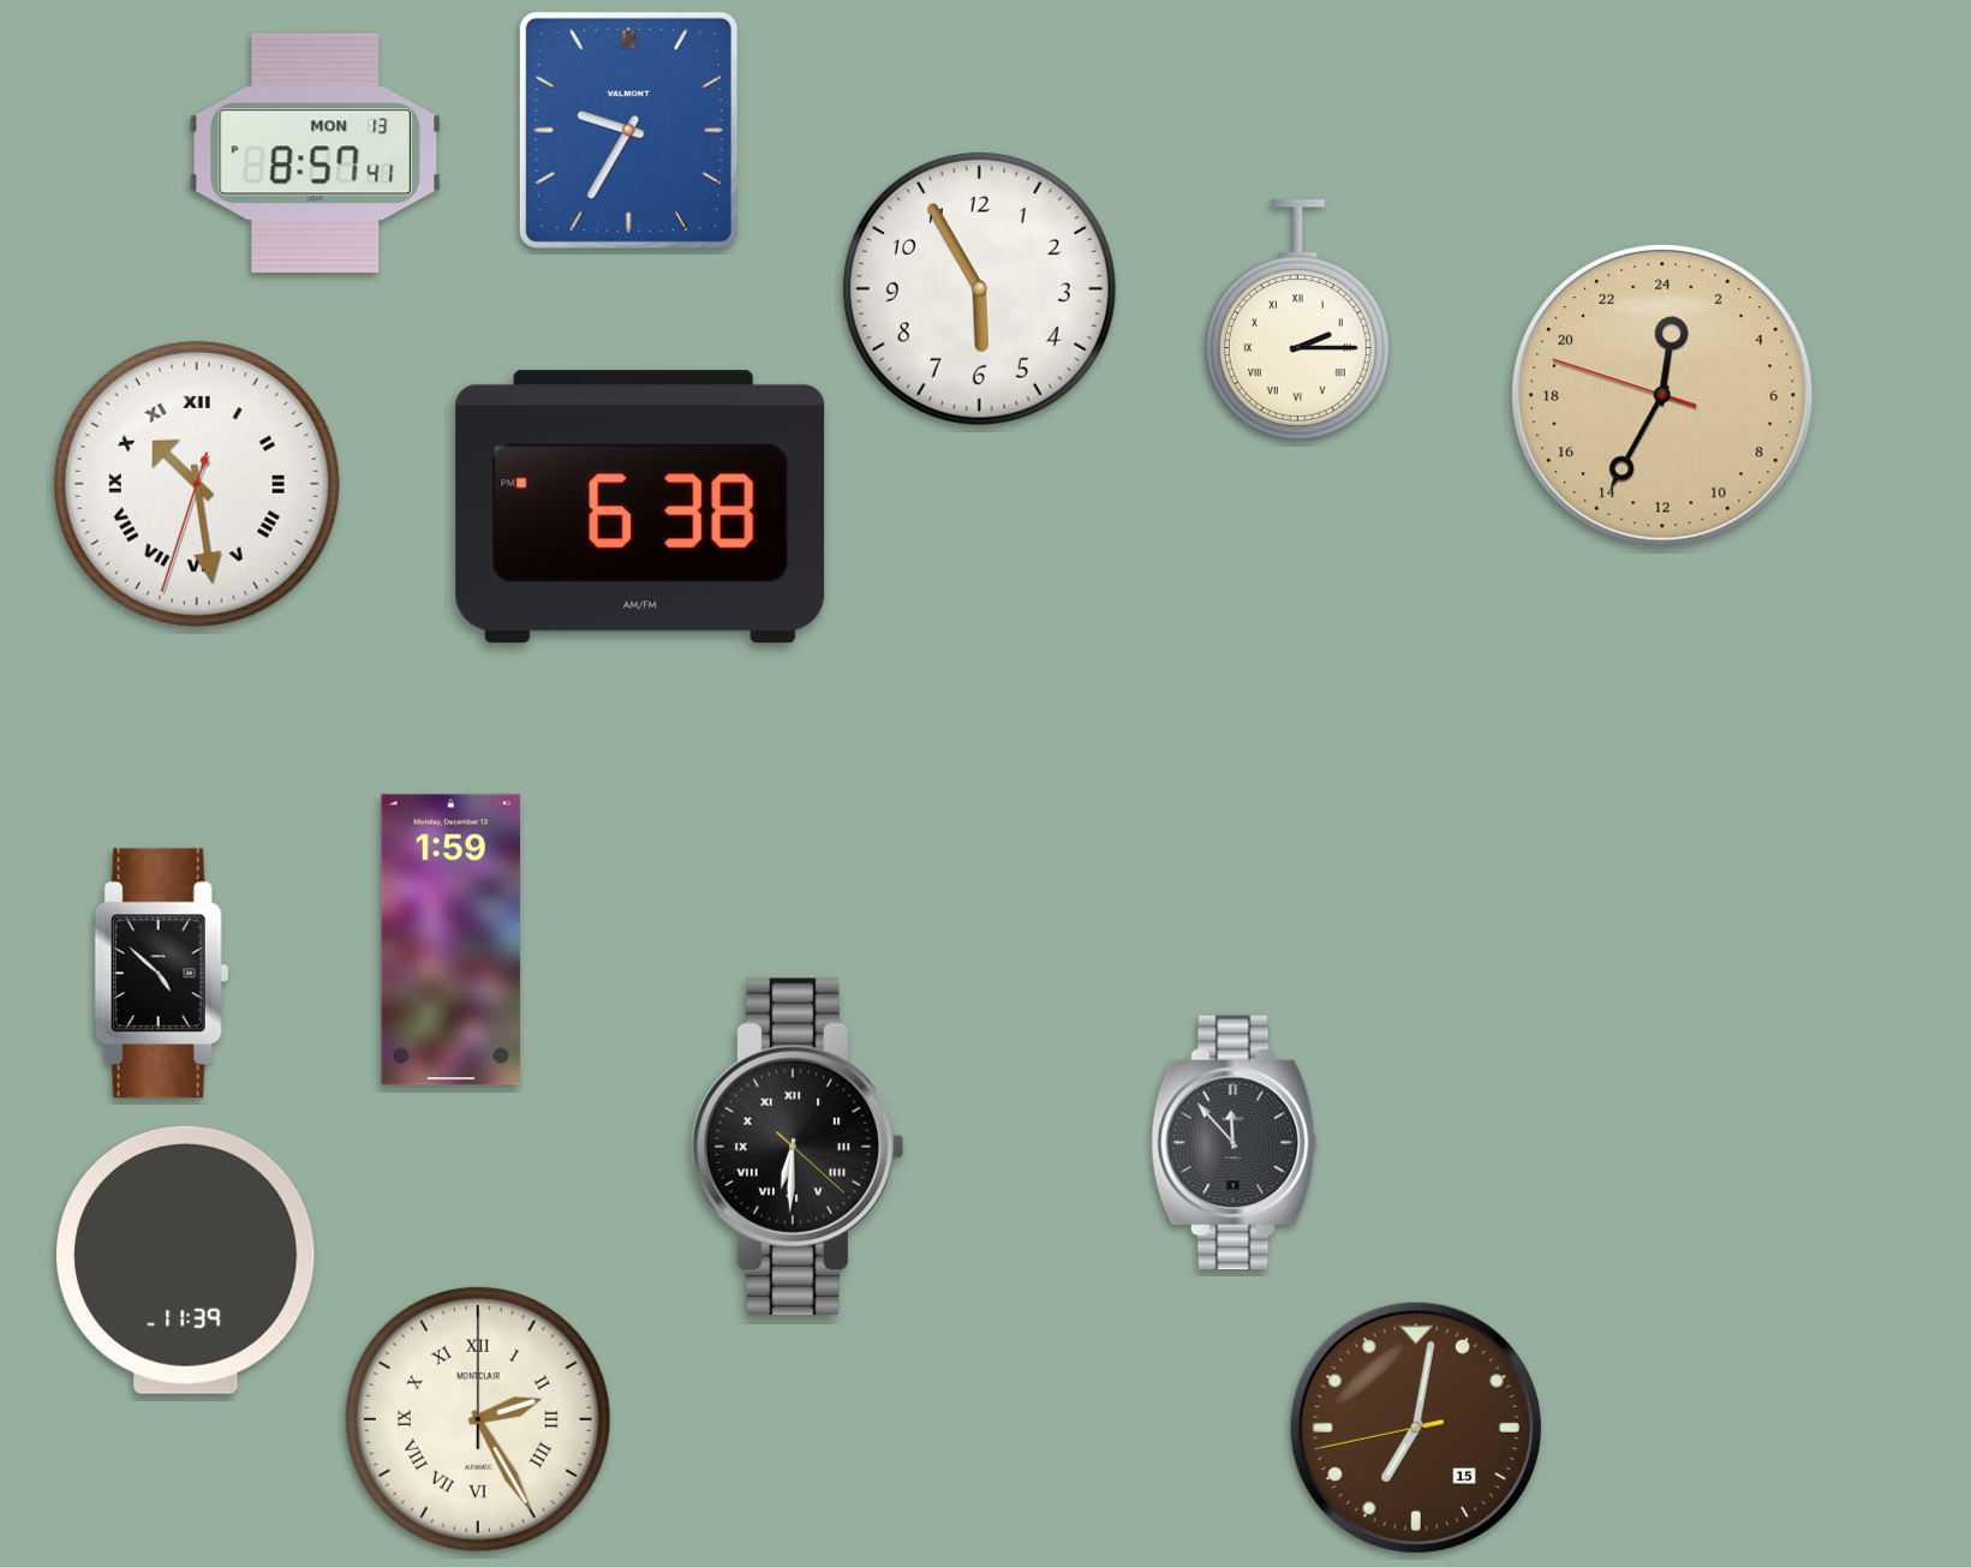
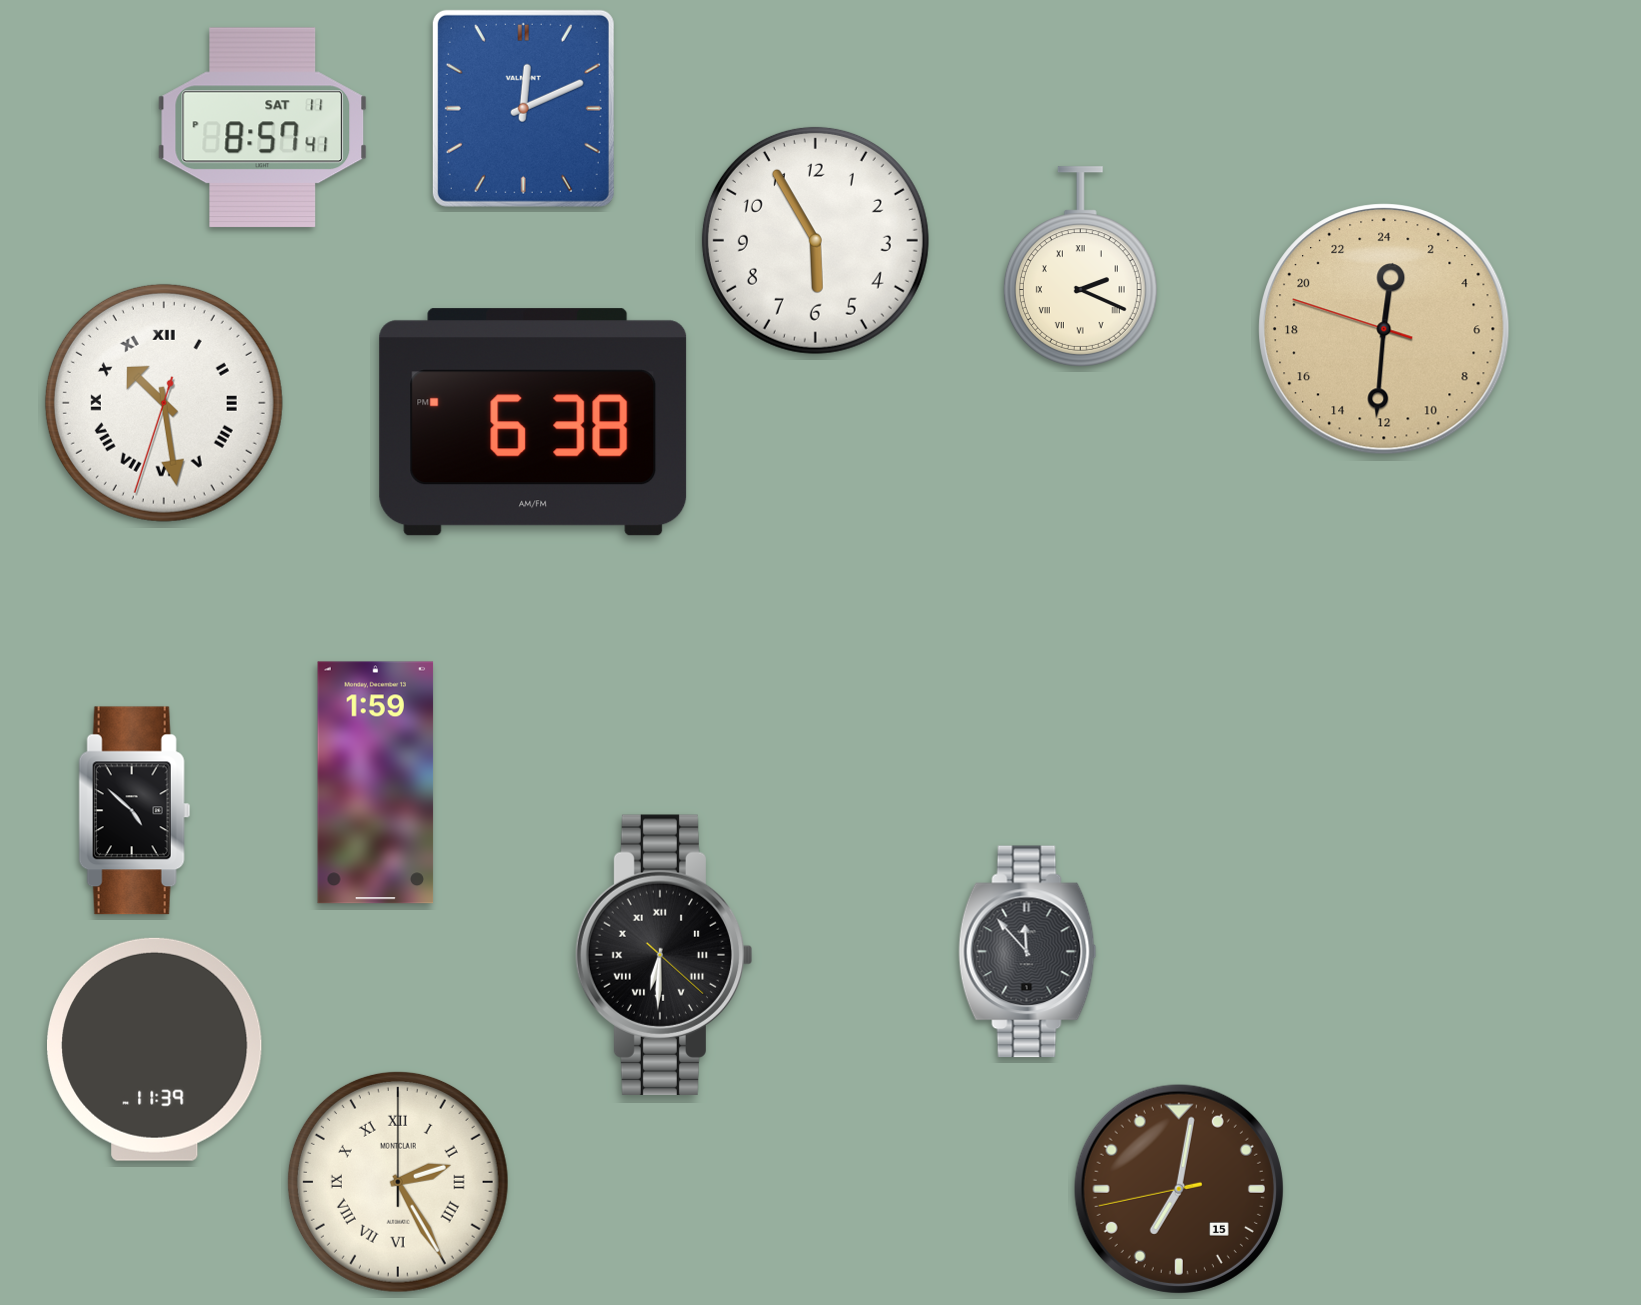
clock at (628, 130): 9:35 -> 12:11
clock at (316, 154) date: MON 13 -> SAT 11
clock at (1297, 321): 2:15 -> 2:19
clock at (1662, 395): 0:34 -> 0:30
